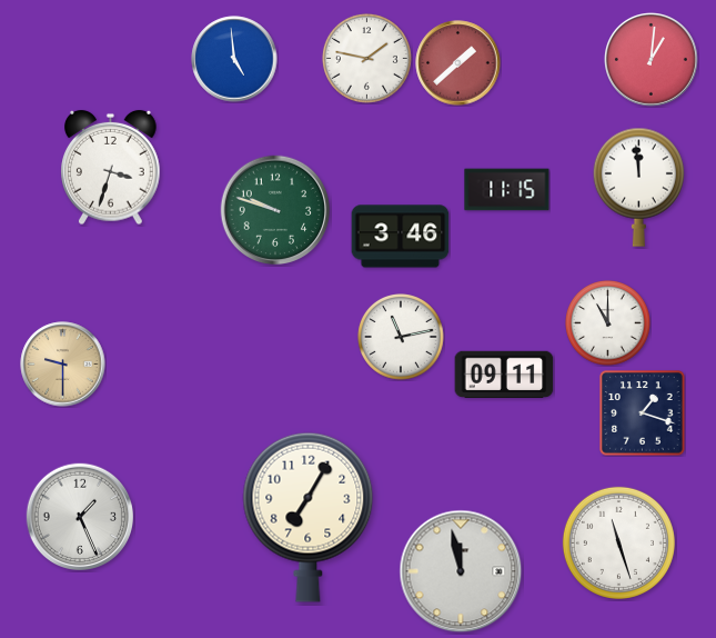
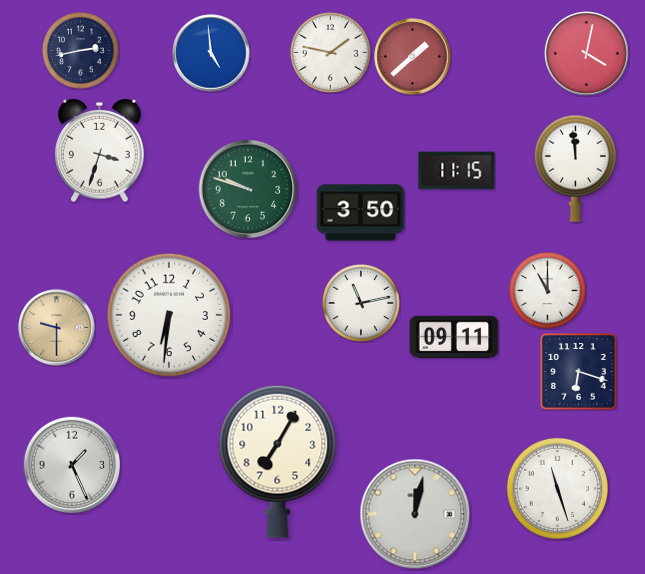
clock at (81, 51): none -> 2:43
clock at (652, 60): 1:01 -> 4:02
clock at (401, 237): 3:46 -> 3:50
clock at (169, 315): none -> 6:31
clock at (643, 413): 1:18 -> 6:18
clock at (309, 517) position: (309, 517) -> (278, 461)
clock at (461, 571): 11:58 -> 12:02
